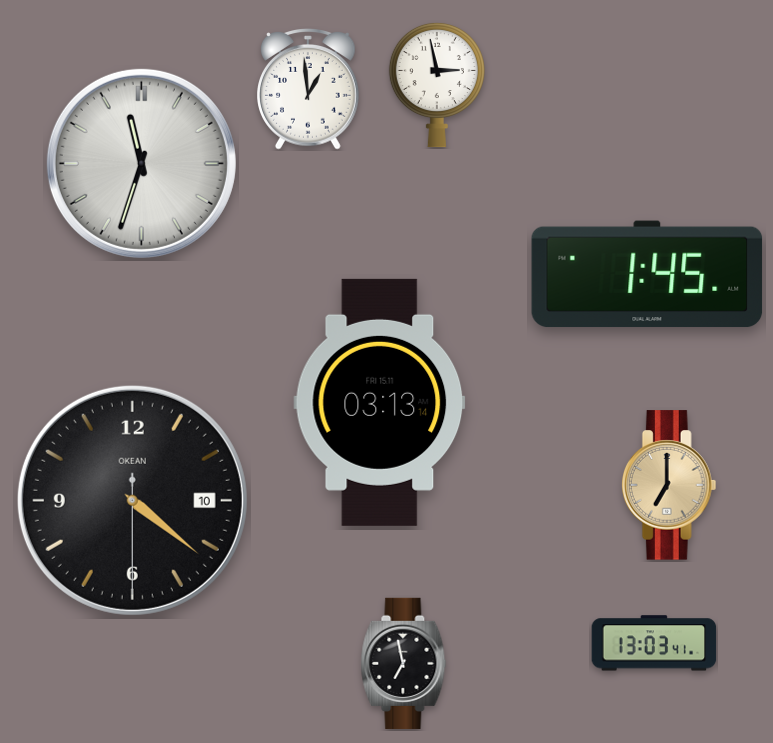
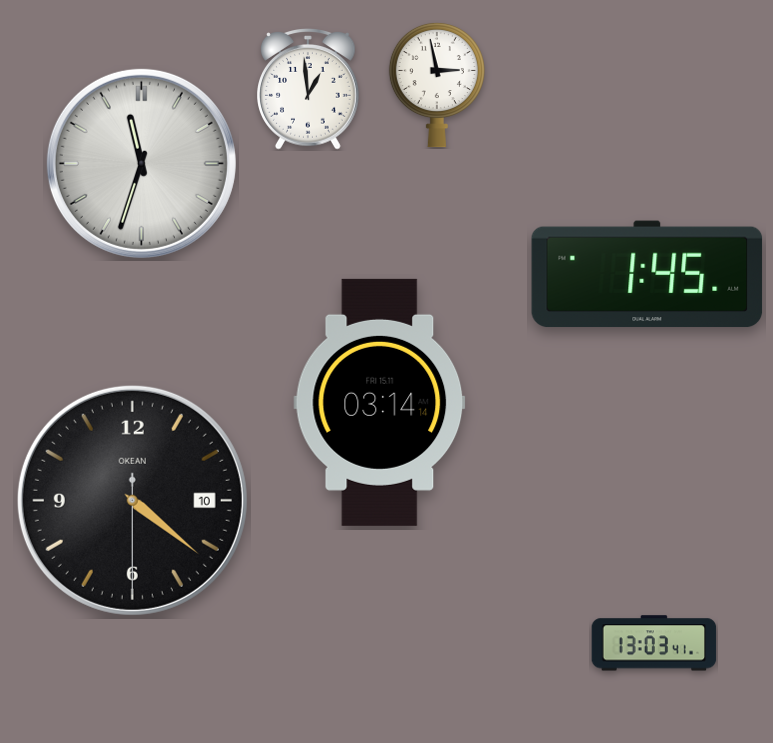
clock at (380, 402): 03:13 -> 03:14
clock at (669, 485): 7:00 -> none
clock at (404, 663): 6:58 -> none
